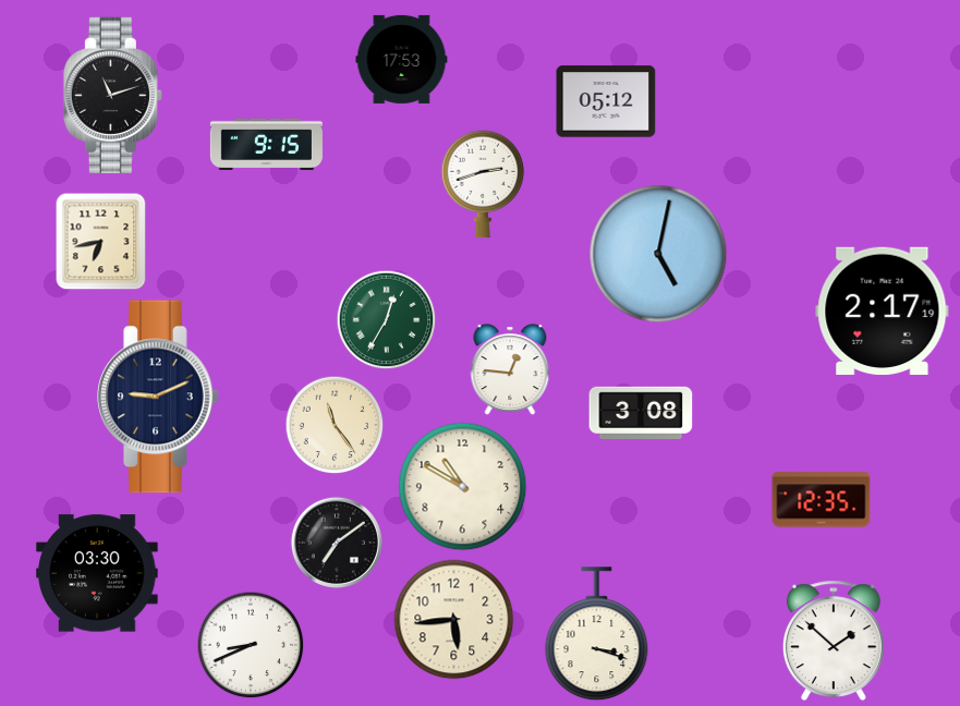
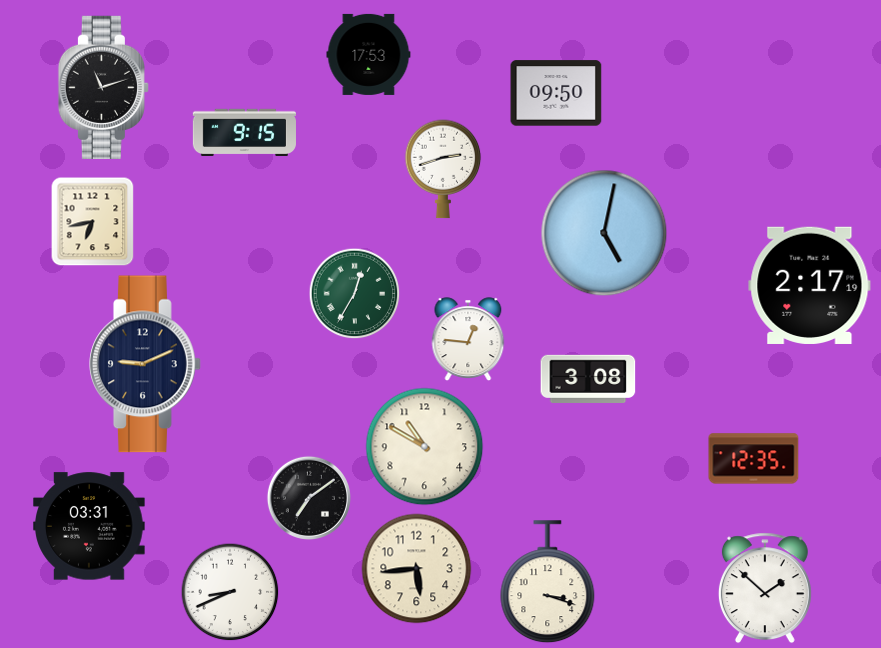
clock at (606, 101): 05:12 -> 09:50
clock at (335, 425): 11:24 -> none
clock at (97, 573): 03:30 -> 03:31
